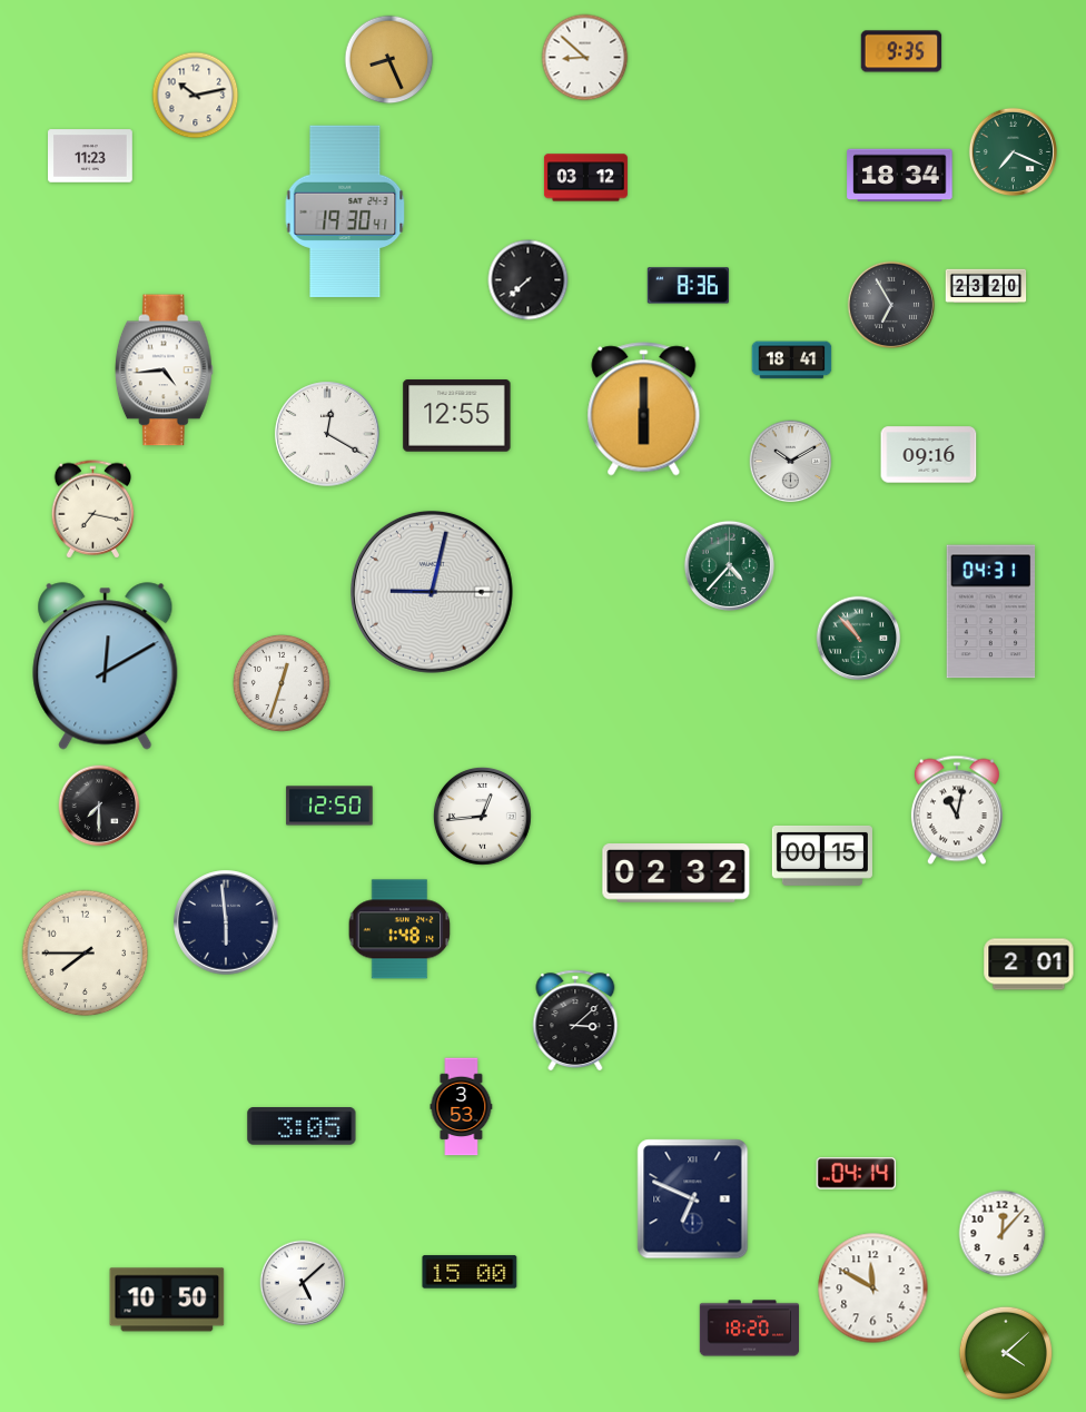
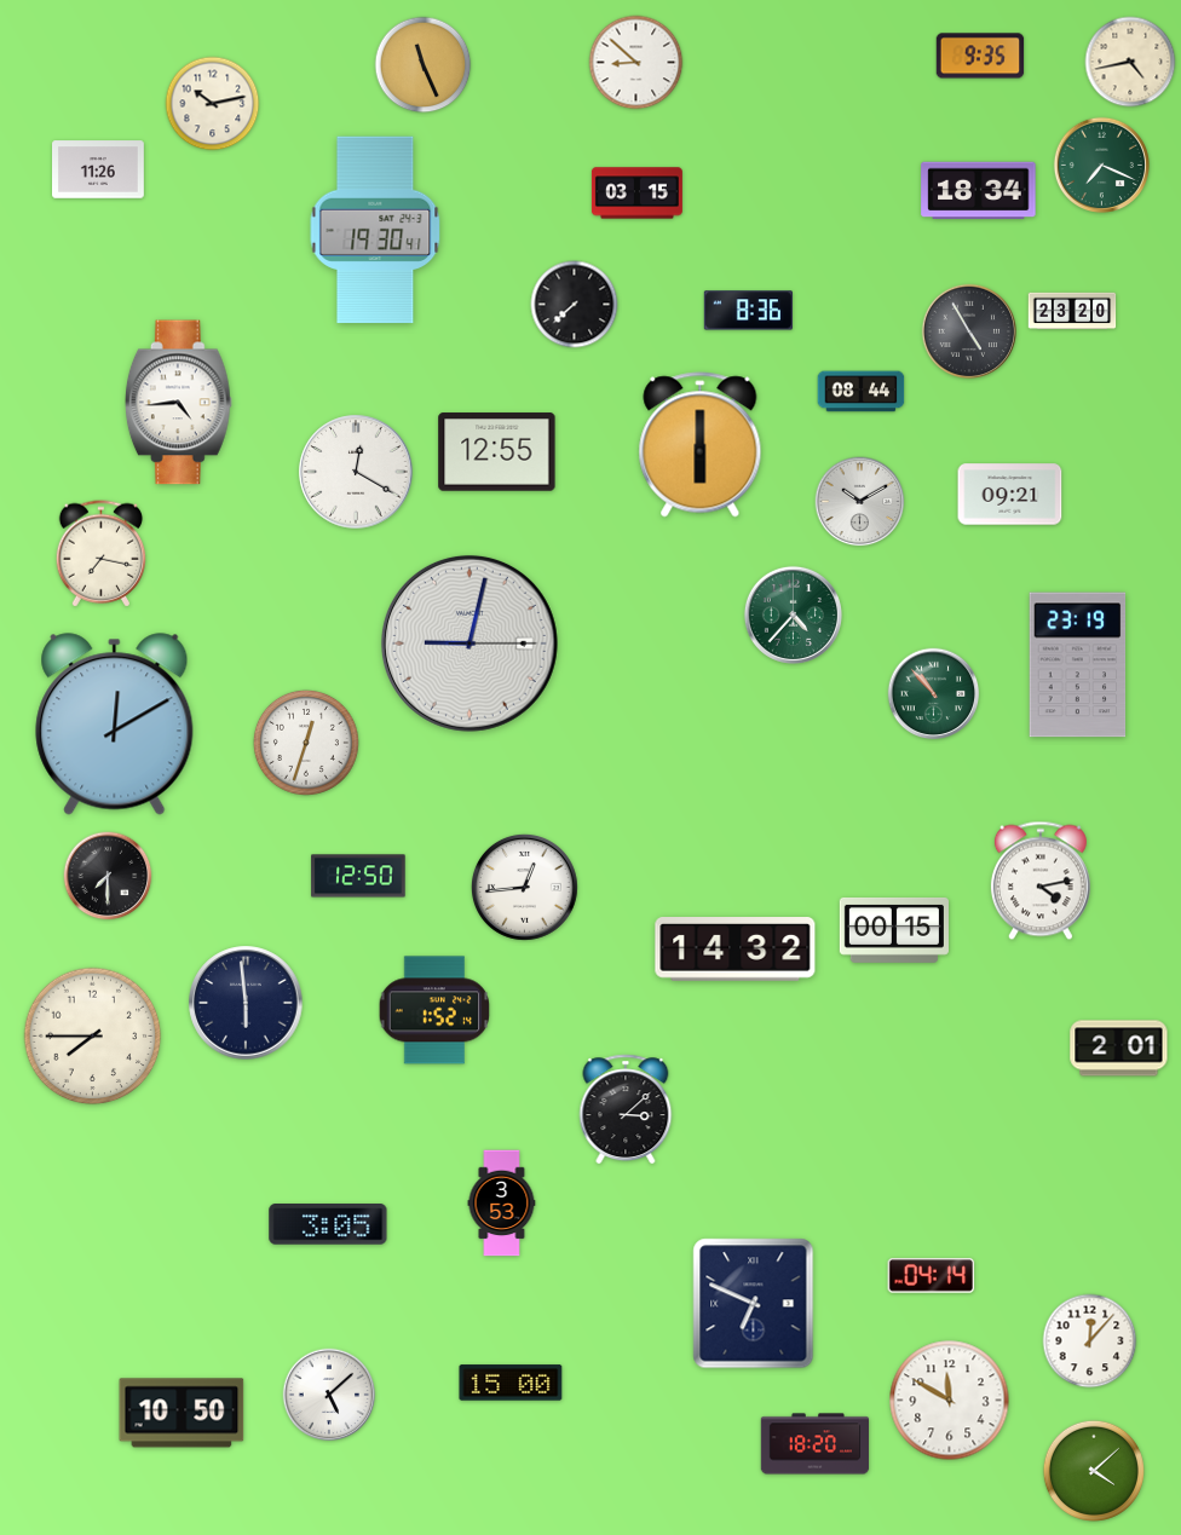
clock at (1130, 62): none -> 4:43
clock at (389, 60): 8:26 -> 11:26
clock at (91, 156): 11:23 -> 11:26
clock at (585, 178): 03:12 -> 03:15
clock at (891, 305): 6:55 -> 4:55
clock at (792, 361): 18:41 -> 08:44
clock at (929, 455): 09:16 -> 09:21
clock at (991, 612): 04:31 -> 23:19
clock at (957, 810): 11:02 -> 4:13
clock at (677, 873): 02:32 -> 14:32
clock at (399, 929): 1:48 -> 1:52
